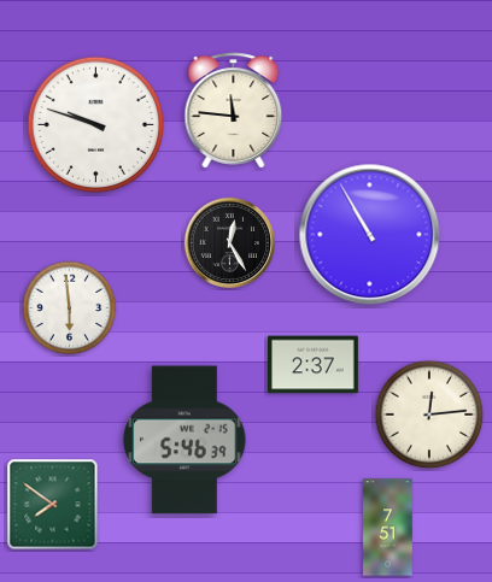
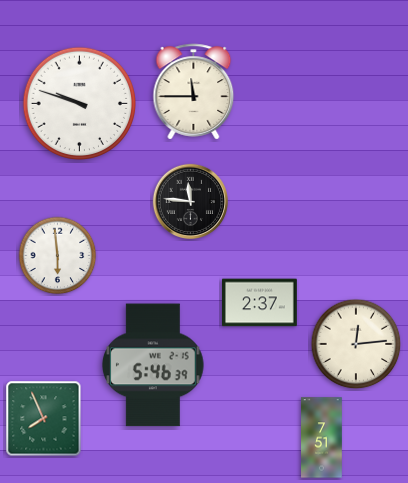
clock at (234, 111): 11:46 -> 11:45
clock at (370, 235): 10:55 -> none
clock at (229, 242): 12:25 -> 11:46
clock at (53, 505): 7:51 -> 7:56
